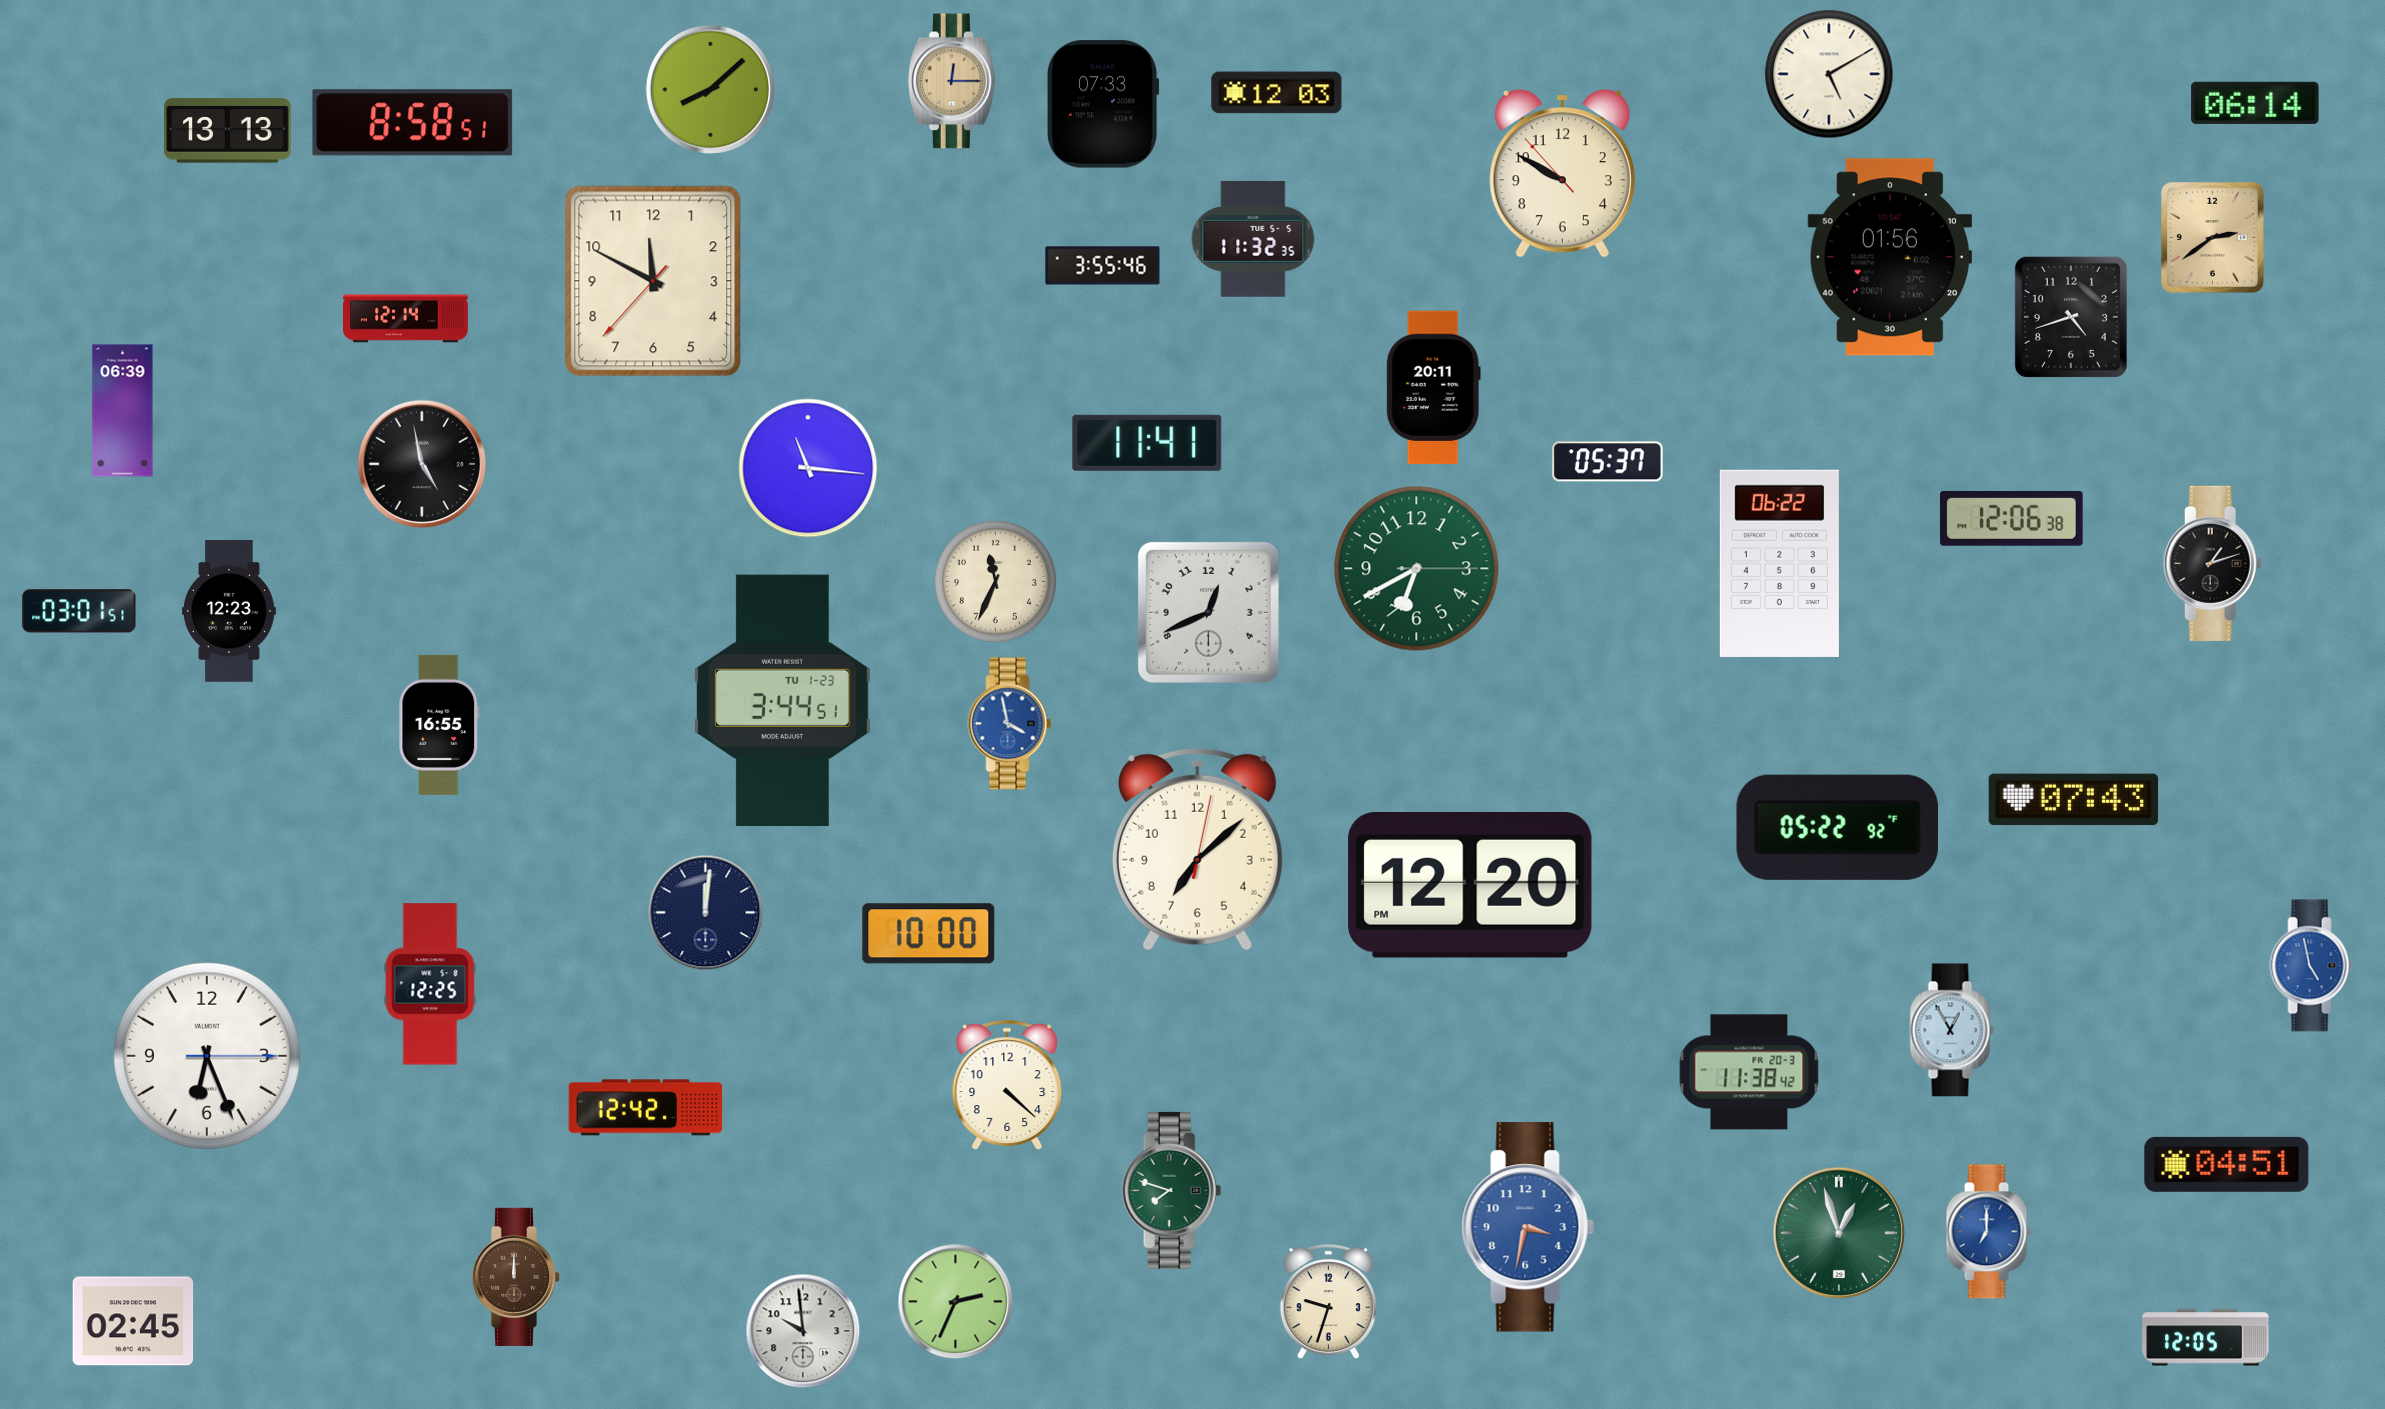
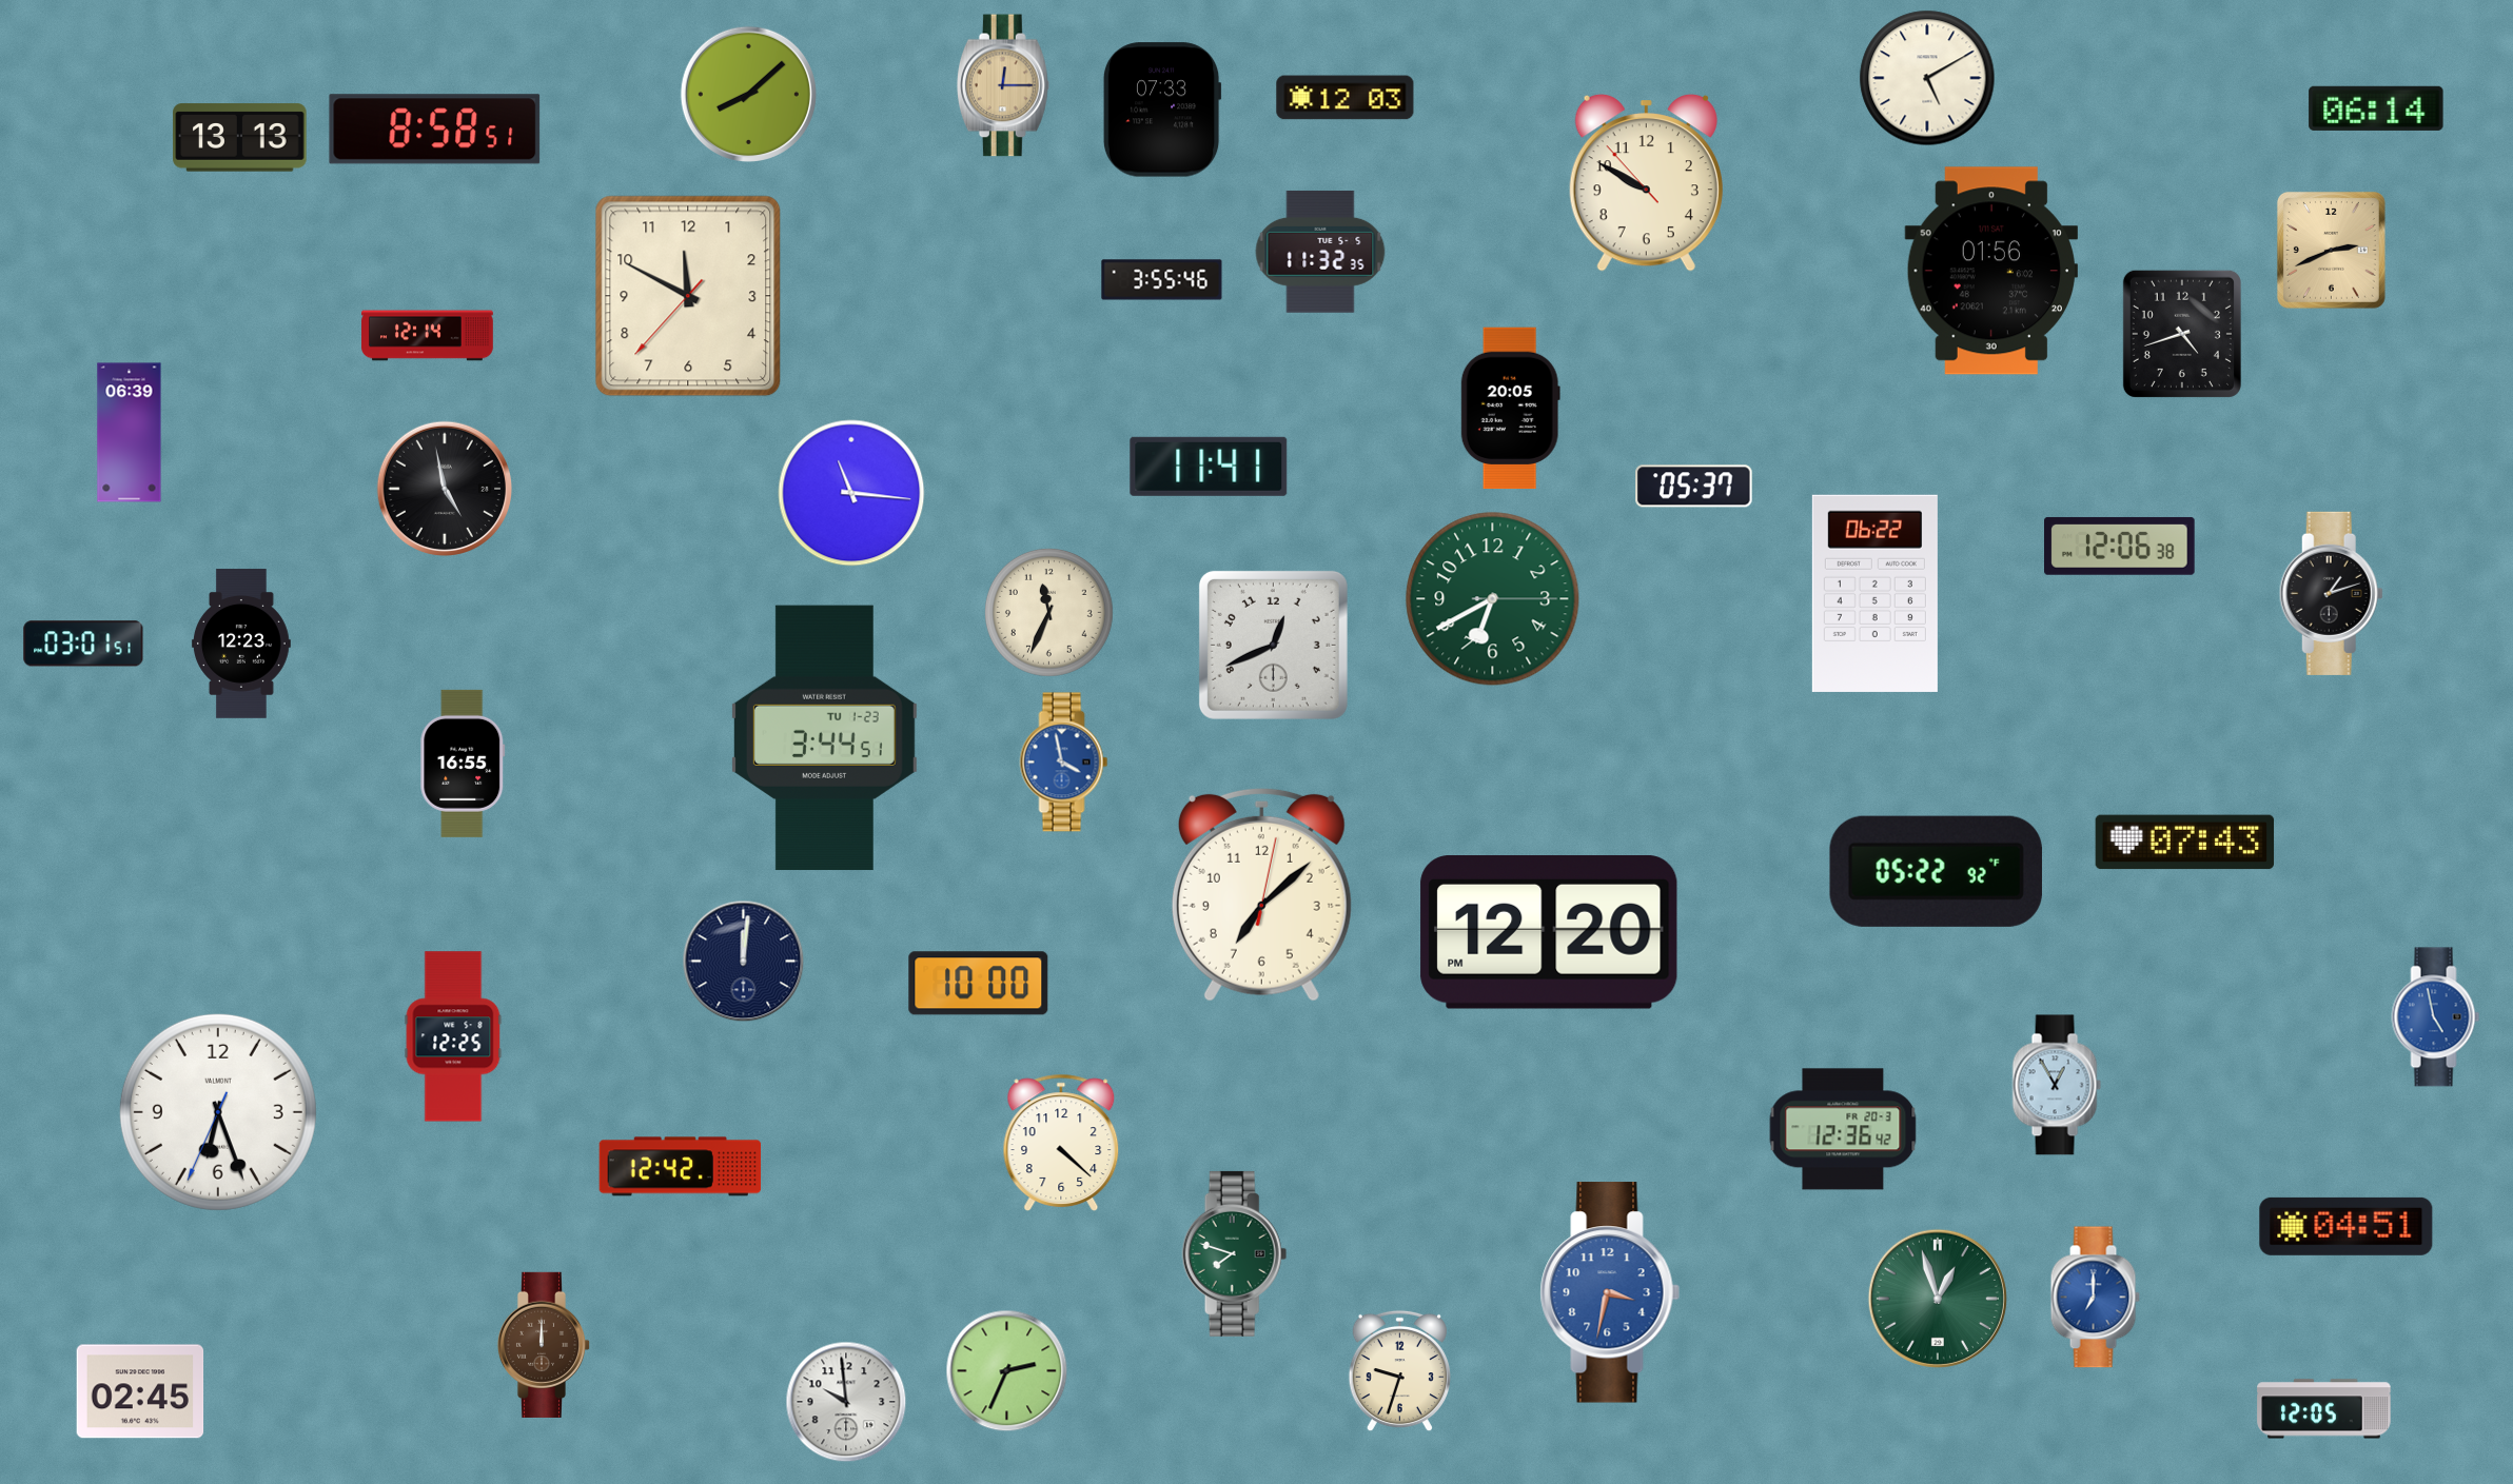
clock at (2212, 237): 2:39 -> 2:41
clock at (1433, 388): 20:11 -> 20:05
clock at (207, 1056): 6:26:15 -> 6:26:34
clock at (1749, 1072): 11:38 -> 12:36
